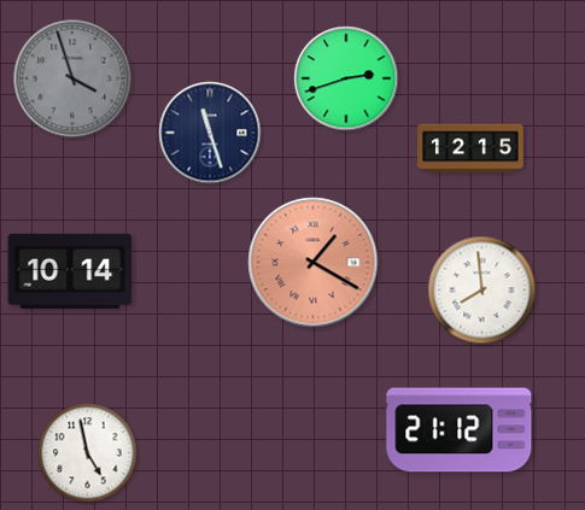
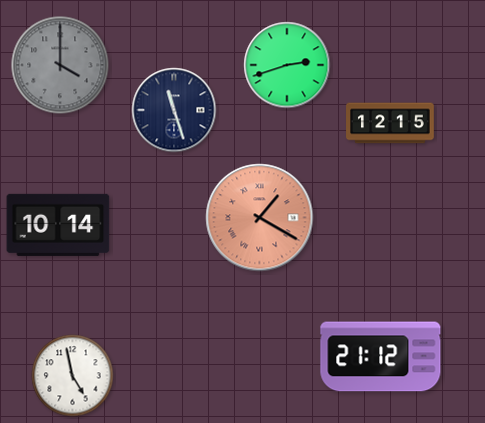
clock at (72, 78): 3:57 -> 4:00
clock at (482, 291): 7:59 -> none
